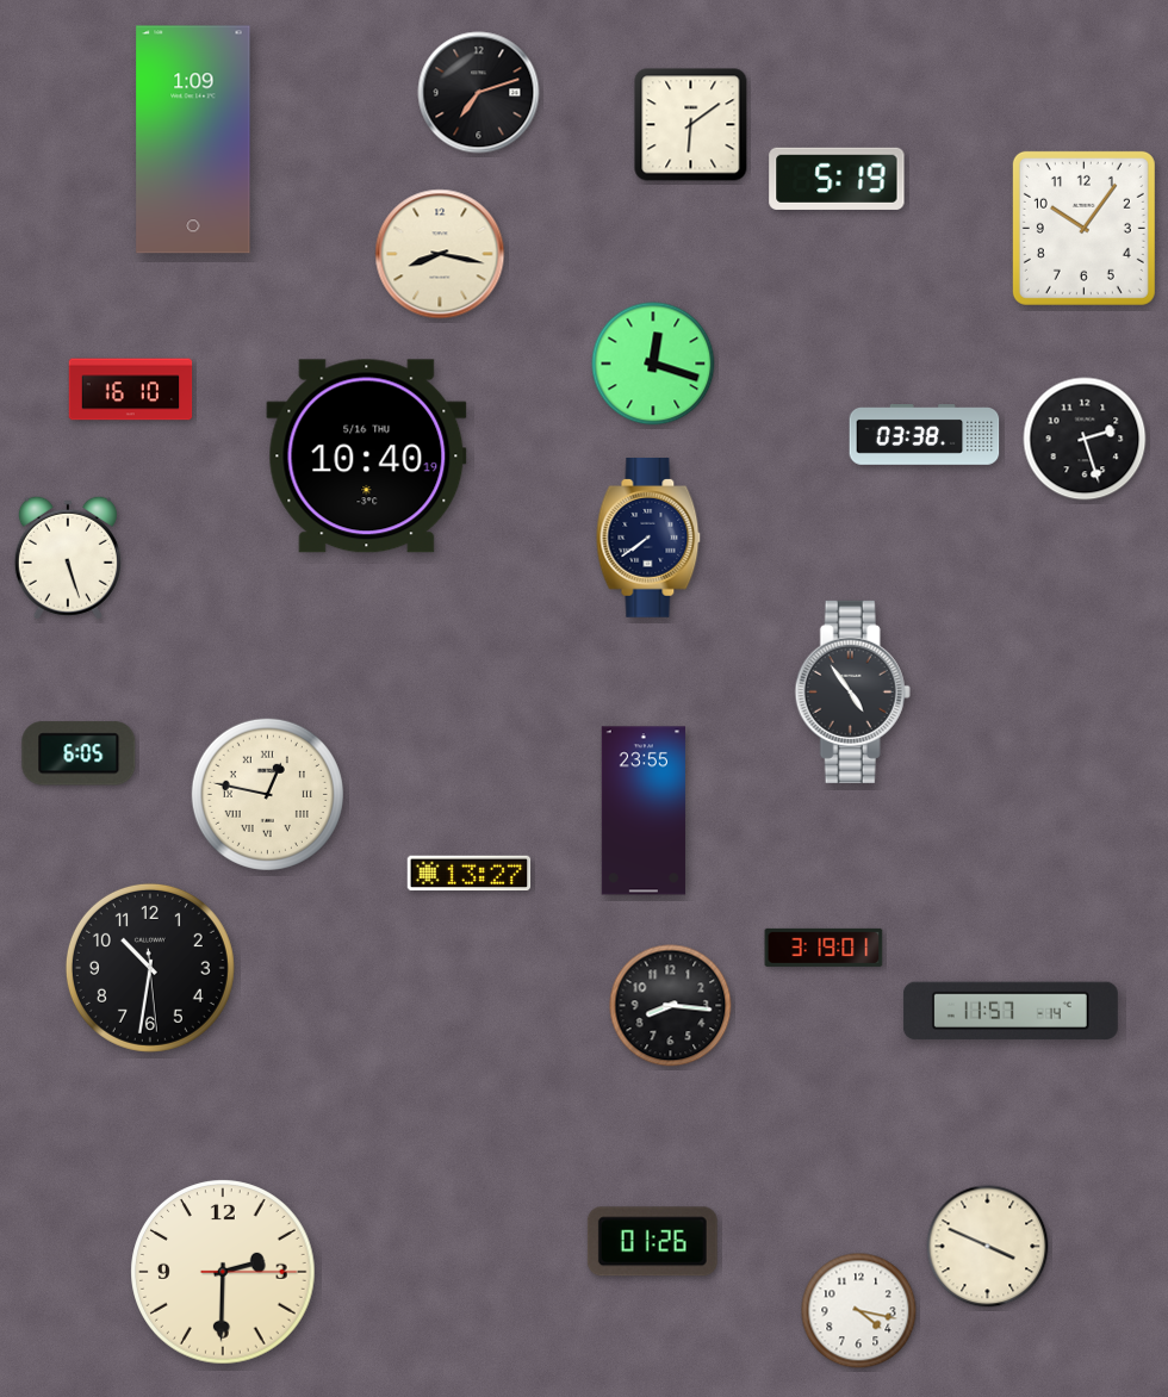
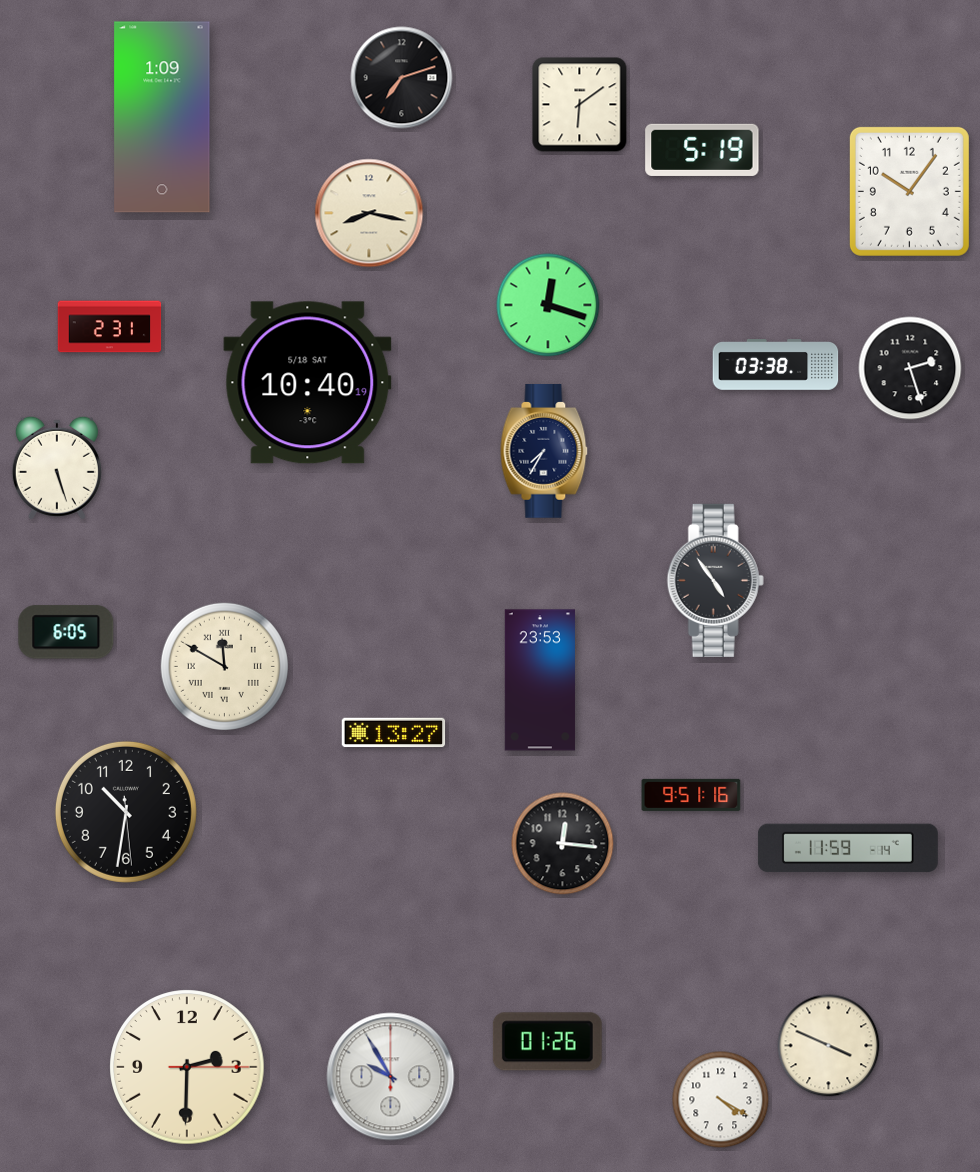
clock at (131, 390): 16:10 -> 2:31
clock at (367, 457) date: 5/16 THU -> 5/18 SAT
clock at (648, 539): 7:39 -> 7:35
clock at (267, 794): 12:47 -> 11:50
clock at (644, 811): 23:55 -> 23:53
clock at (824, 948): 3:19 -> 9:51
clock at (671, 1006): 8:16 -> 12:16
clock at (1011, 1011): 11:57 -> 11:59
clock at (391, 1077): none -> 9:55
clock at (859, 1311): 4:17 -> 4:20
